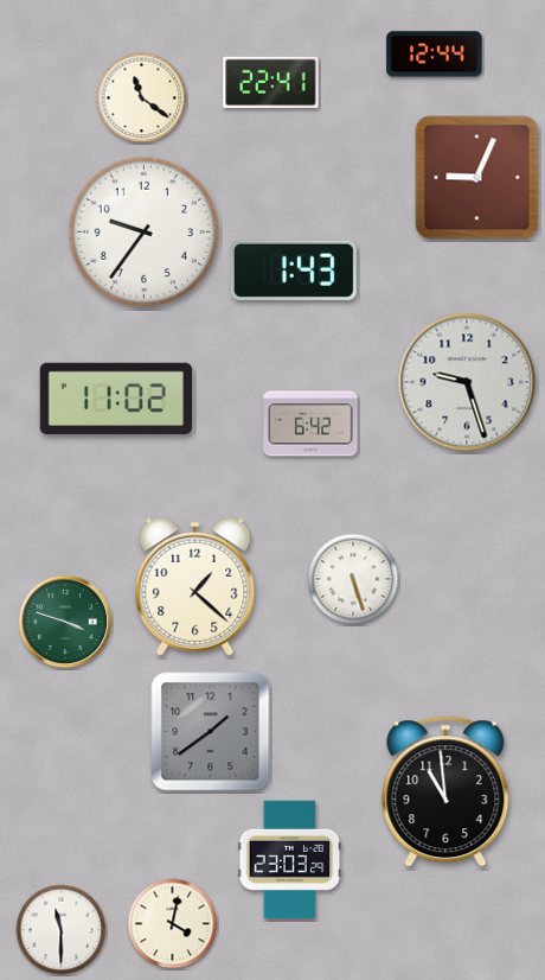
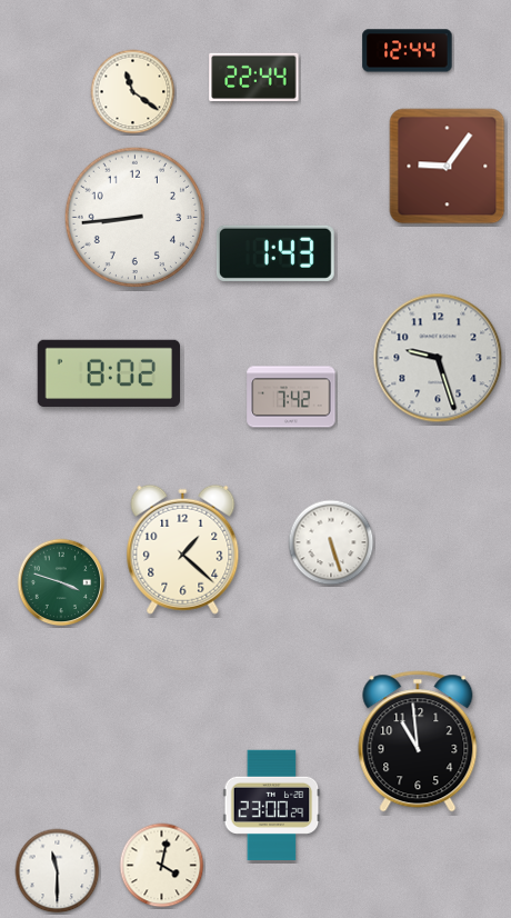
clock at (271, 82): 22:41 -> 22:44
clock at (477, 178): 9:04 -> 9:06
clock at (143, 231): 9:36 -> 8:44
clock at (115, 397): 11:02 -> 8:02
clock at (310, 424): 6:42 -> 7:42
clock at (211, 732): 1:39 -> none
clock at (290, 859): 23:03 -> 23:00
